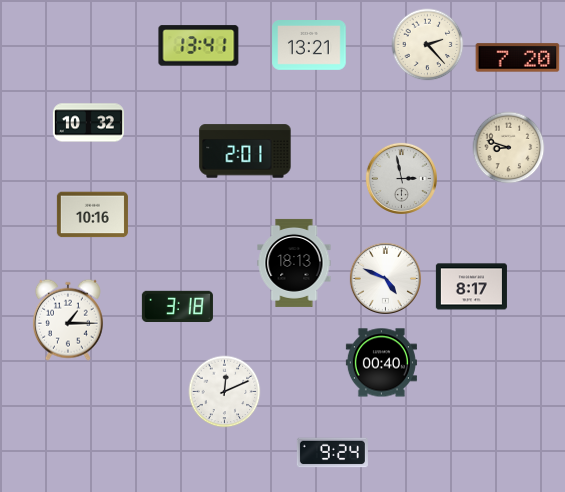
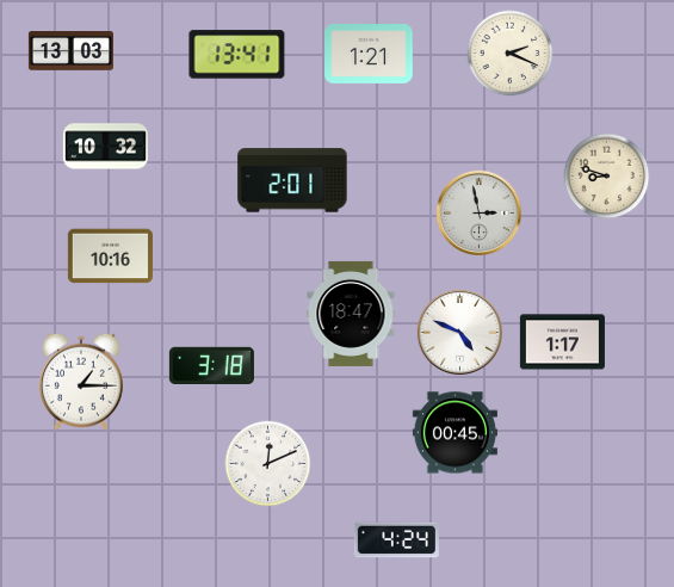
clock at (70, 51): none -> 13:03
clock at (428, 45): 2:23 -> 2:19
clock at (309, 46): 13:21 -> 1:21
clock at (518, 58): 7:20 -> none
clock at (294, 263): 18:13 -> 18:47
clock at (471, 287): 8:17 -> 1:17
clock at (381, 363): 00:40 -> 00:45
clock at (225, 392) position: (225, 392) -> (268, 464)
clock at (332, 453): 9:24 -> 4:24
